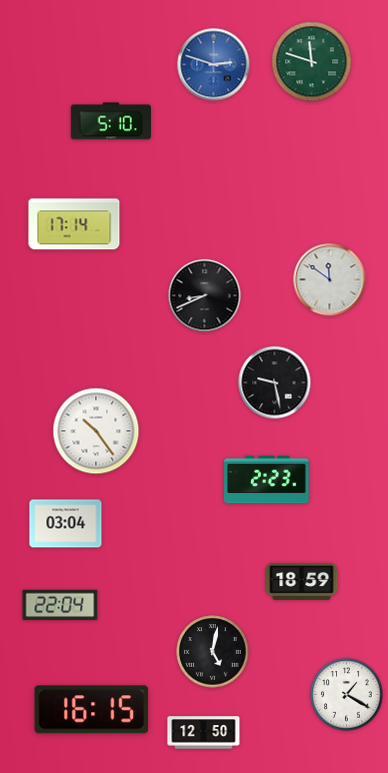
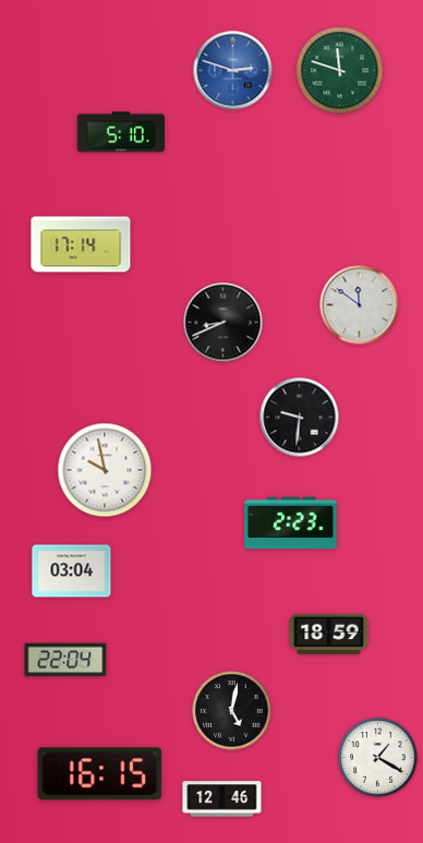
clock at (312, 62) position: (312, 62) -> (340, 71)
clock at (275, 383): 9:28 -> 9:31
clock at (96, 431): 10:24 -> 9:58
clock at (204, 733): 12:50 -> 12:46
